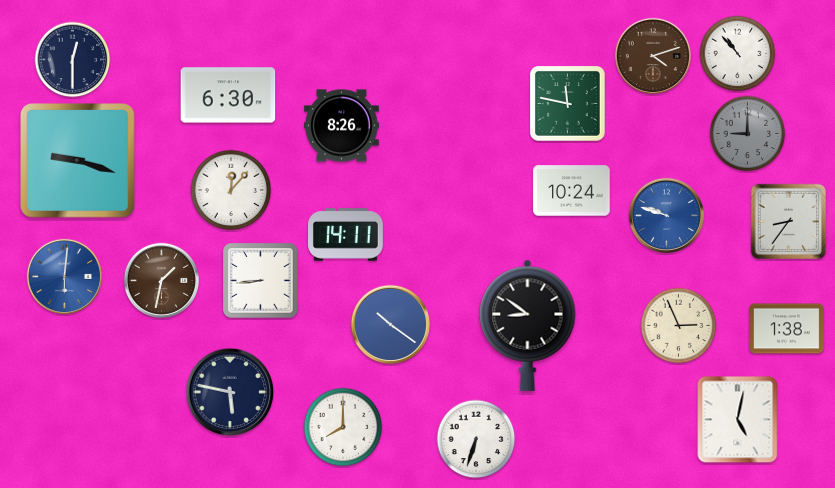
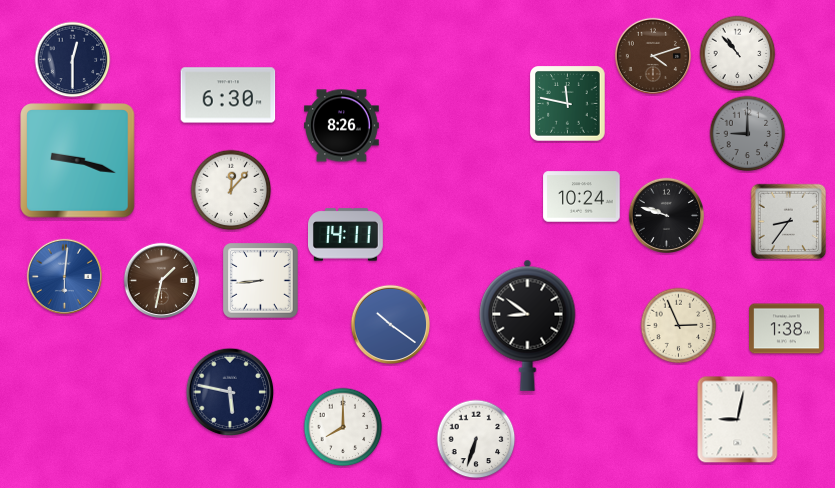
clock at (572, 191) position: (572, 191) -> (582, 197)
clock at (666, 215) dial: blue -> black
clock at (738, 420): 5:02 -> 9:02
